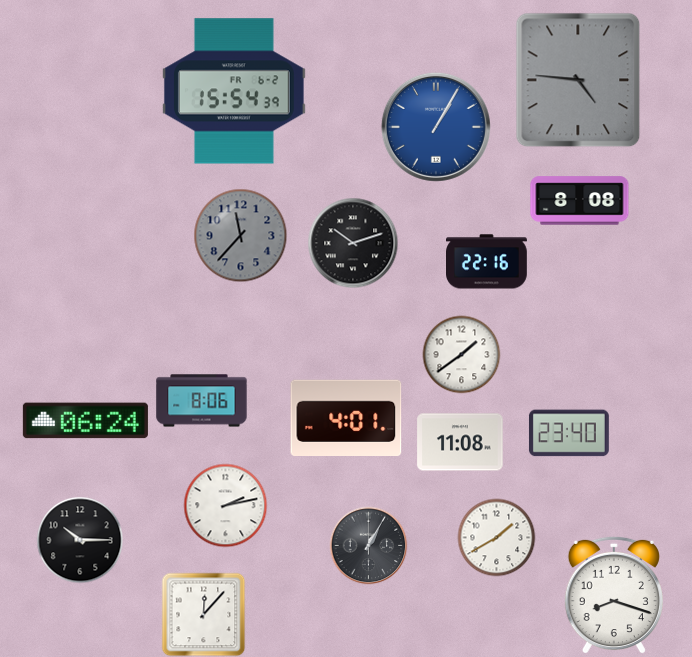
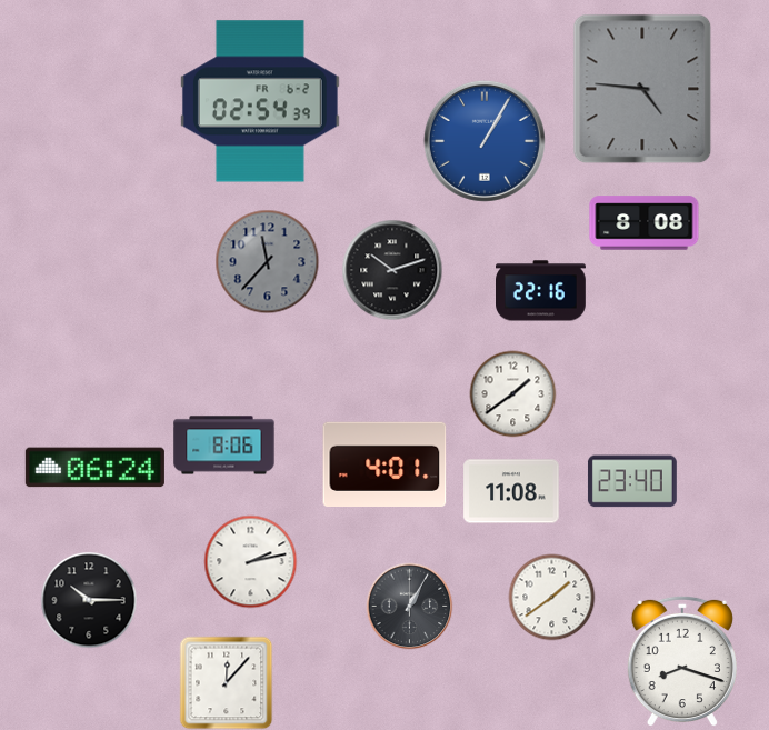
clock at (234, 91): 15:54 -> 02:54
clock at (496, 537): 1:40 -> 1:39
